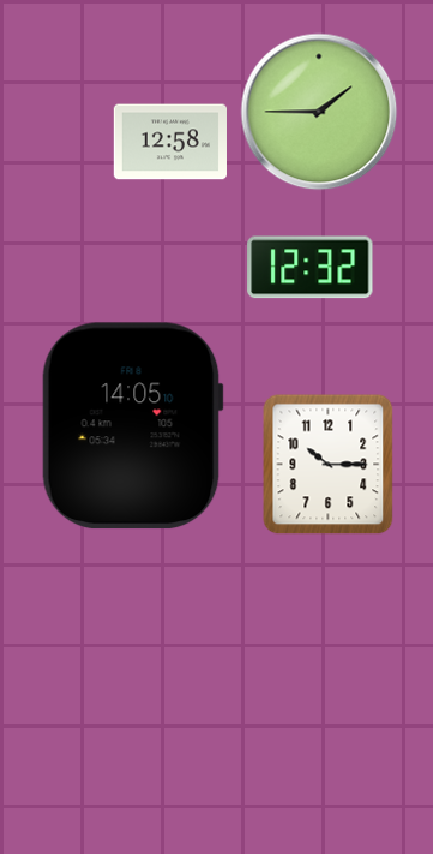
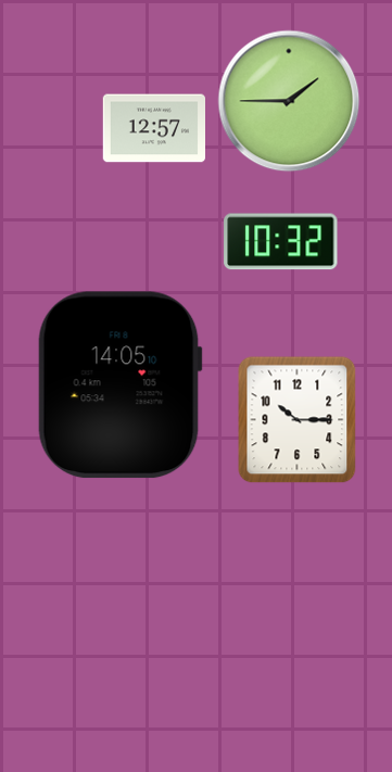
clock at (169, 142): 12:58 -> 12:57
clock at (311, 268): 12:32 -> 10:32
